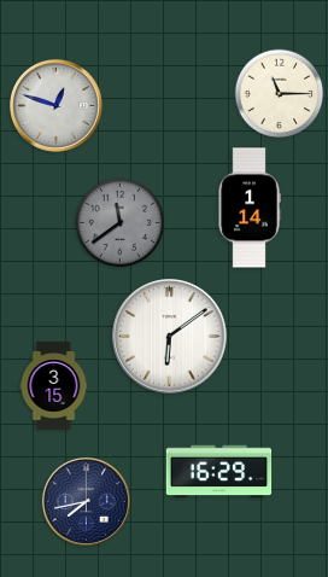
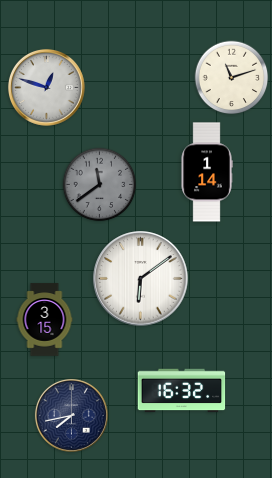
clock at (280, 94): 11:15 -> 11:12
clock at (219, 472): 16:29 -> 16:32
